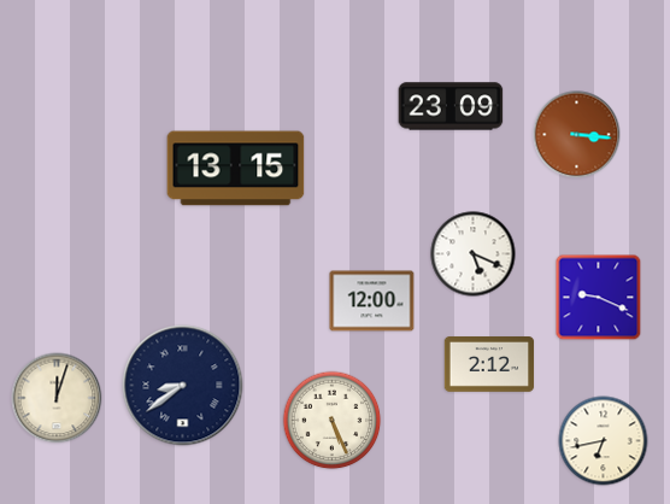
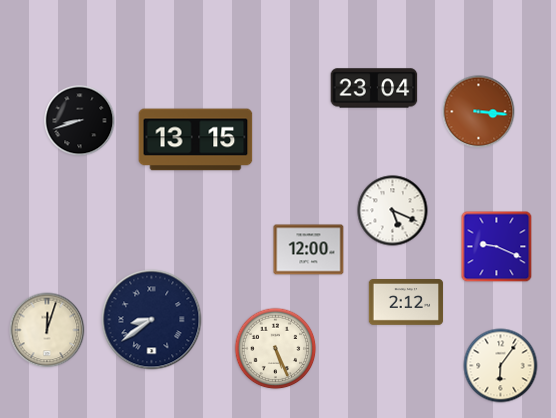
clock at (451, 106): 23:09 -> 23:04
clock at (80, 121): none -> 8:42
clock at (604, 441): 6:43 -> 6:06
